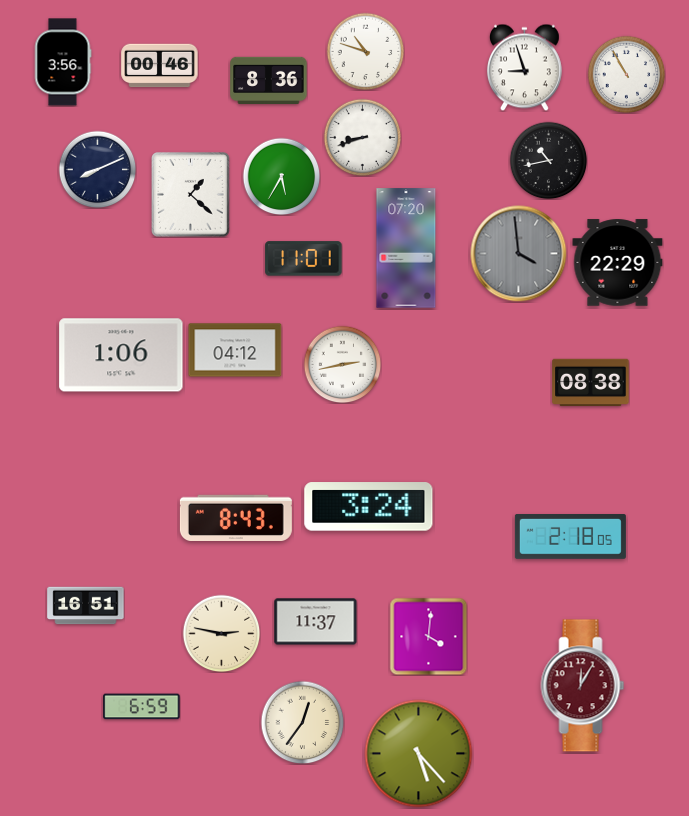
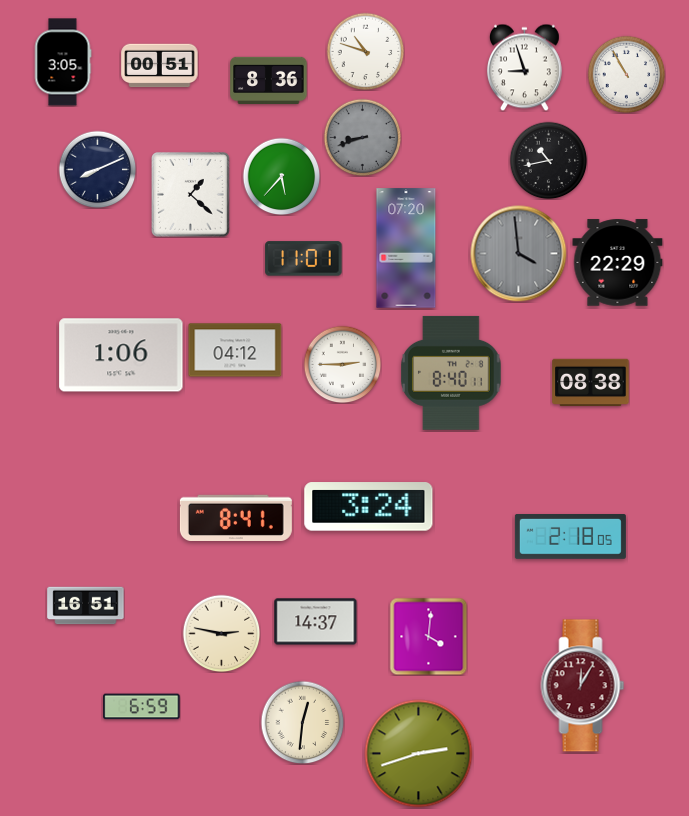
clock at (63, 62): 3:56 -> 3:05
clock at (160, 66): 00:46 -> 00:51
clock at (362, 137) dial: white -> grey
clock at (281, 176): 5:35 -> 5:37
clock at (342, 364): 2:43 -> 2:45
clock at (451, 373): none -> 8:40
clock at (236, 517): 8:43 -> 8:41
clock at (316, 622): 11:37 -> 14:37
clock at (302, 722): 12:36 -> 12:31
clock at (419, 754): 5:23 -> 2:42
